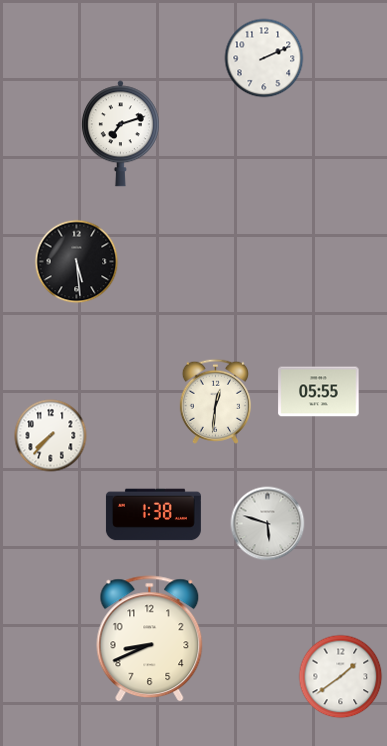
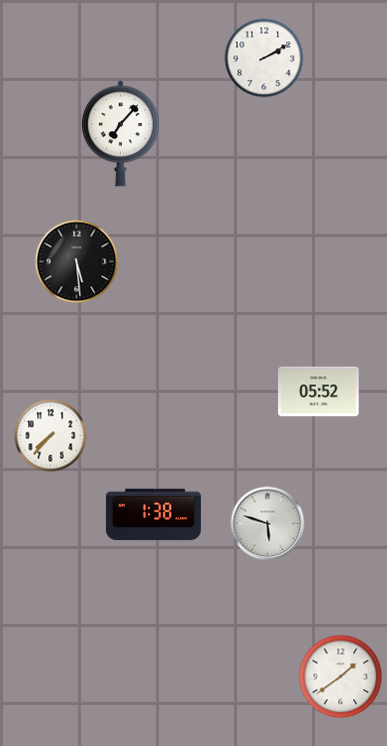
clock at (264, 58): 2:11 -> 2:10
clock at (120, 134): 7:12 -> 7:07
clock at (319, 392): 05:55 -> 05:52
clock at (215, 401): 12:31 -> none
clock at (150, 639): 8:41 -> none
